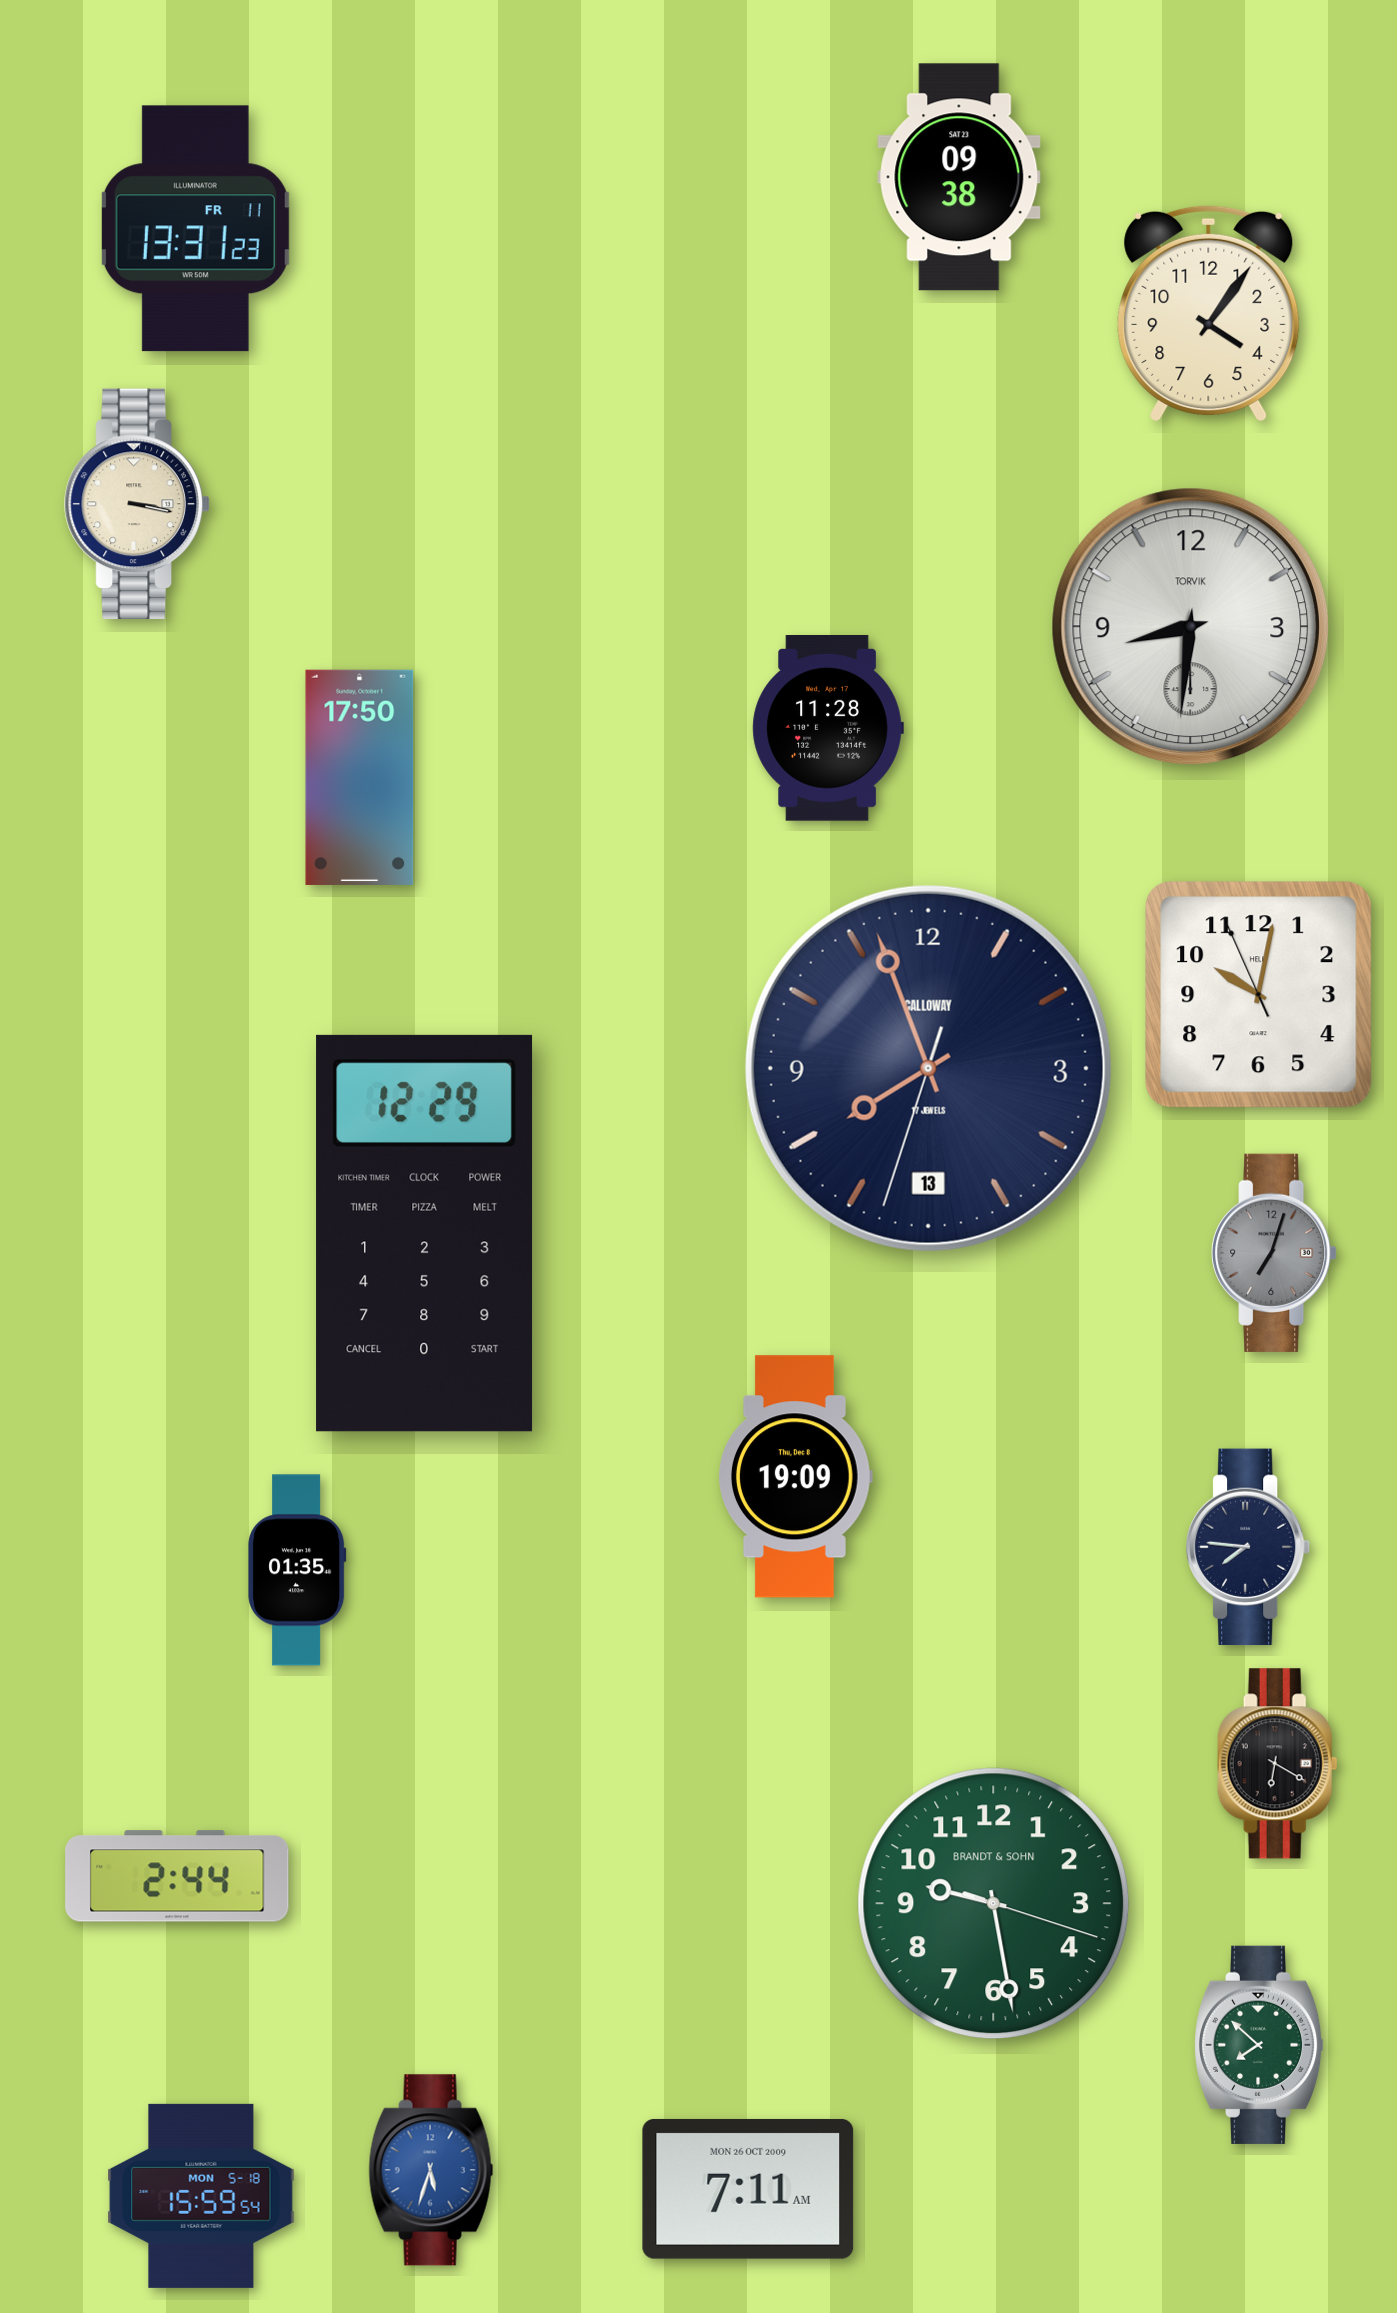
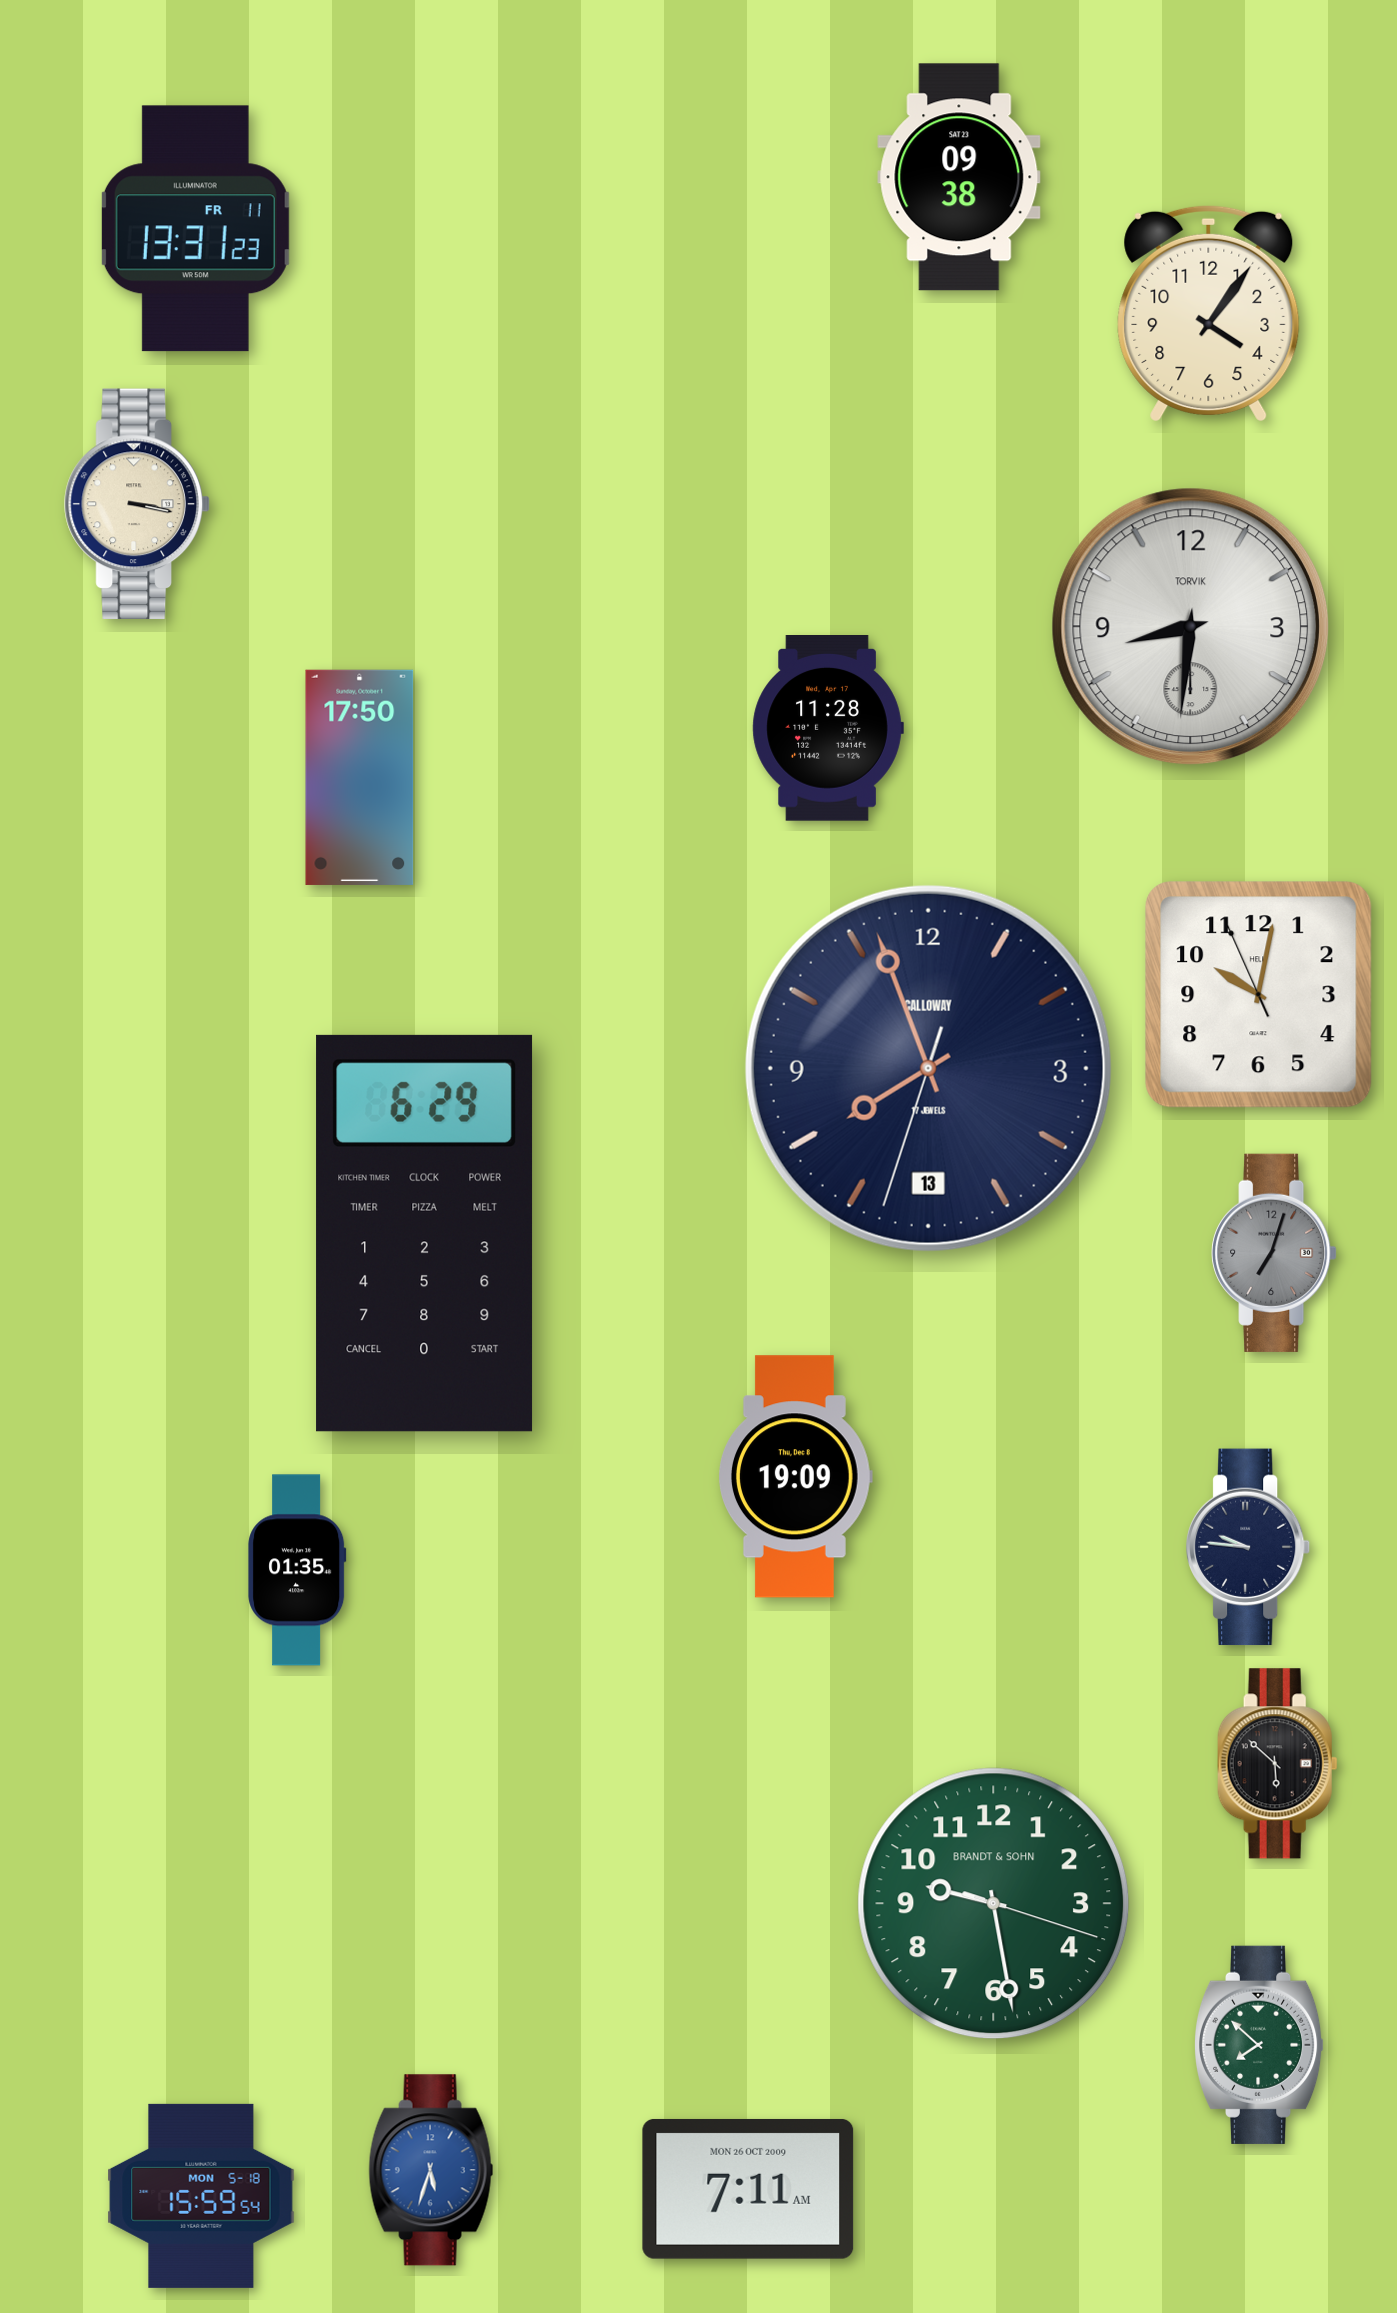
clock at (425, 1233): 12:29 -> 6:29
clock at (1249, 1547): 7:46 -> 9:46
clock at (1277, 1764): 6:20 -> 5:52
clock at (177, 1876): 2:44 -> none
